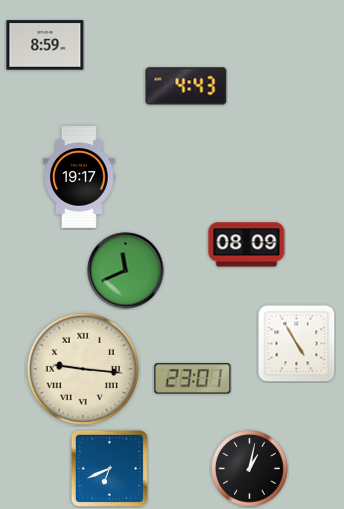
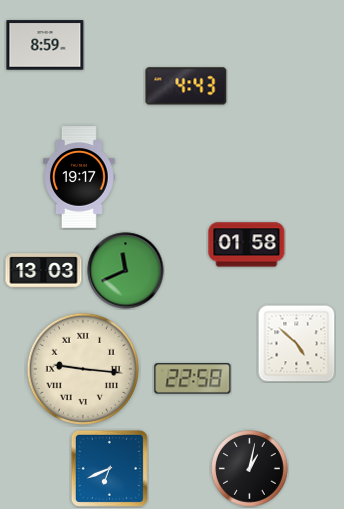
clock at (247, 245): 08:09 -> 01:58
clock at (44, 271): none -> 13:03
clock at (296, 343): 4:55 -> 4:52
clock at (193, 379): 23:01 -> 22:58
